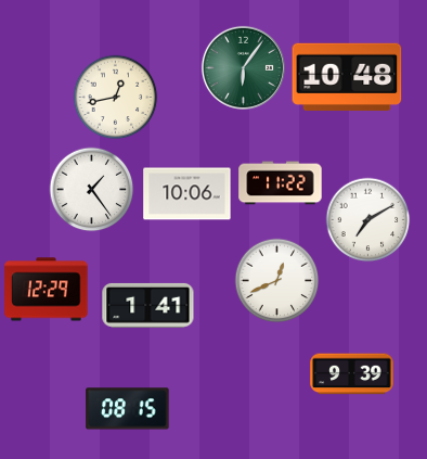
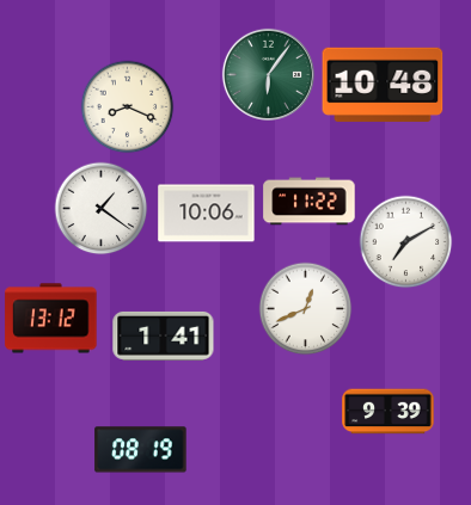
clock at (115, 97): 12:43 -> 8:19
clock at (91, 189): 1:24 -> 1:21
clock at (47, 290): 12:29 -> 13:12
clock at (128, 409): 08:15 -> 08:19
